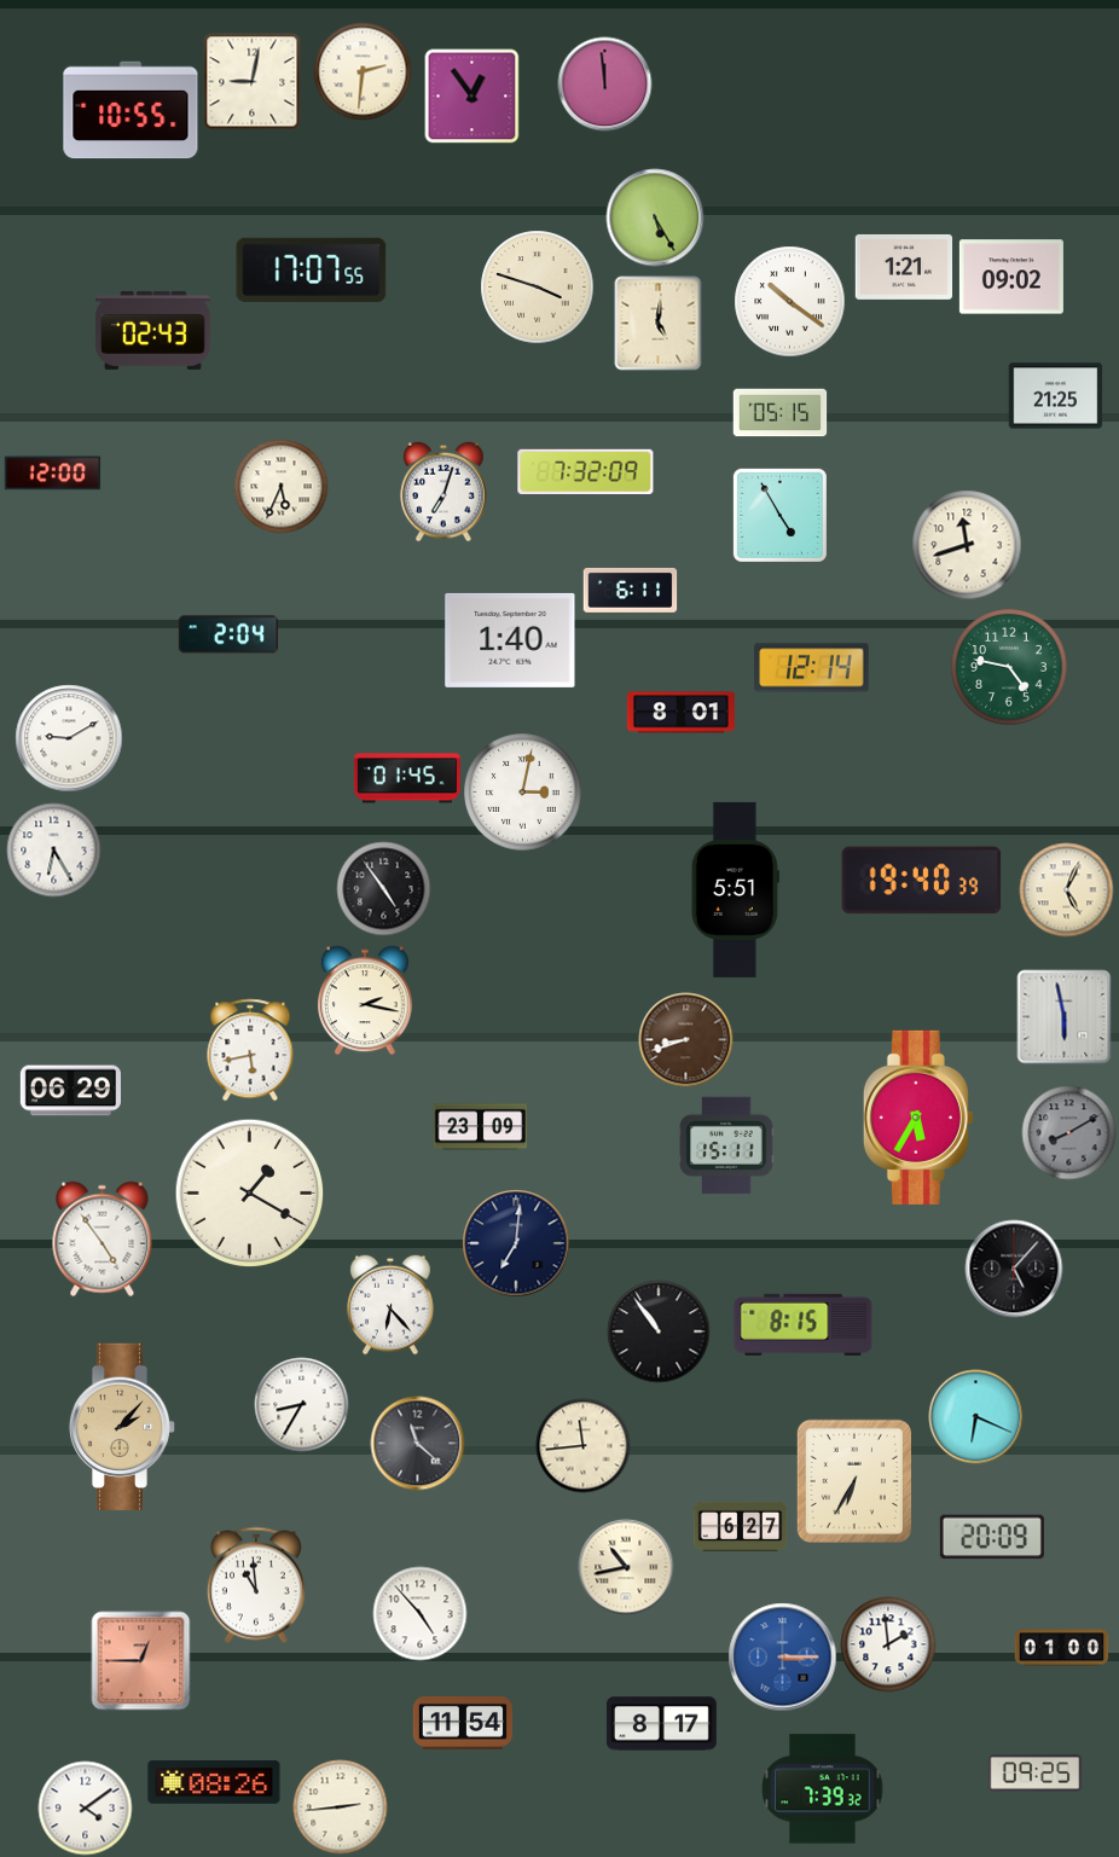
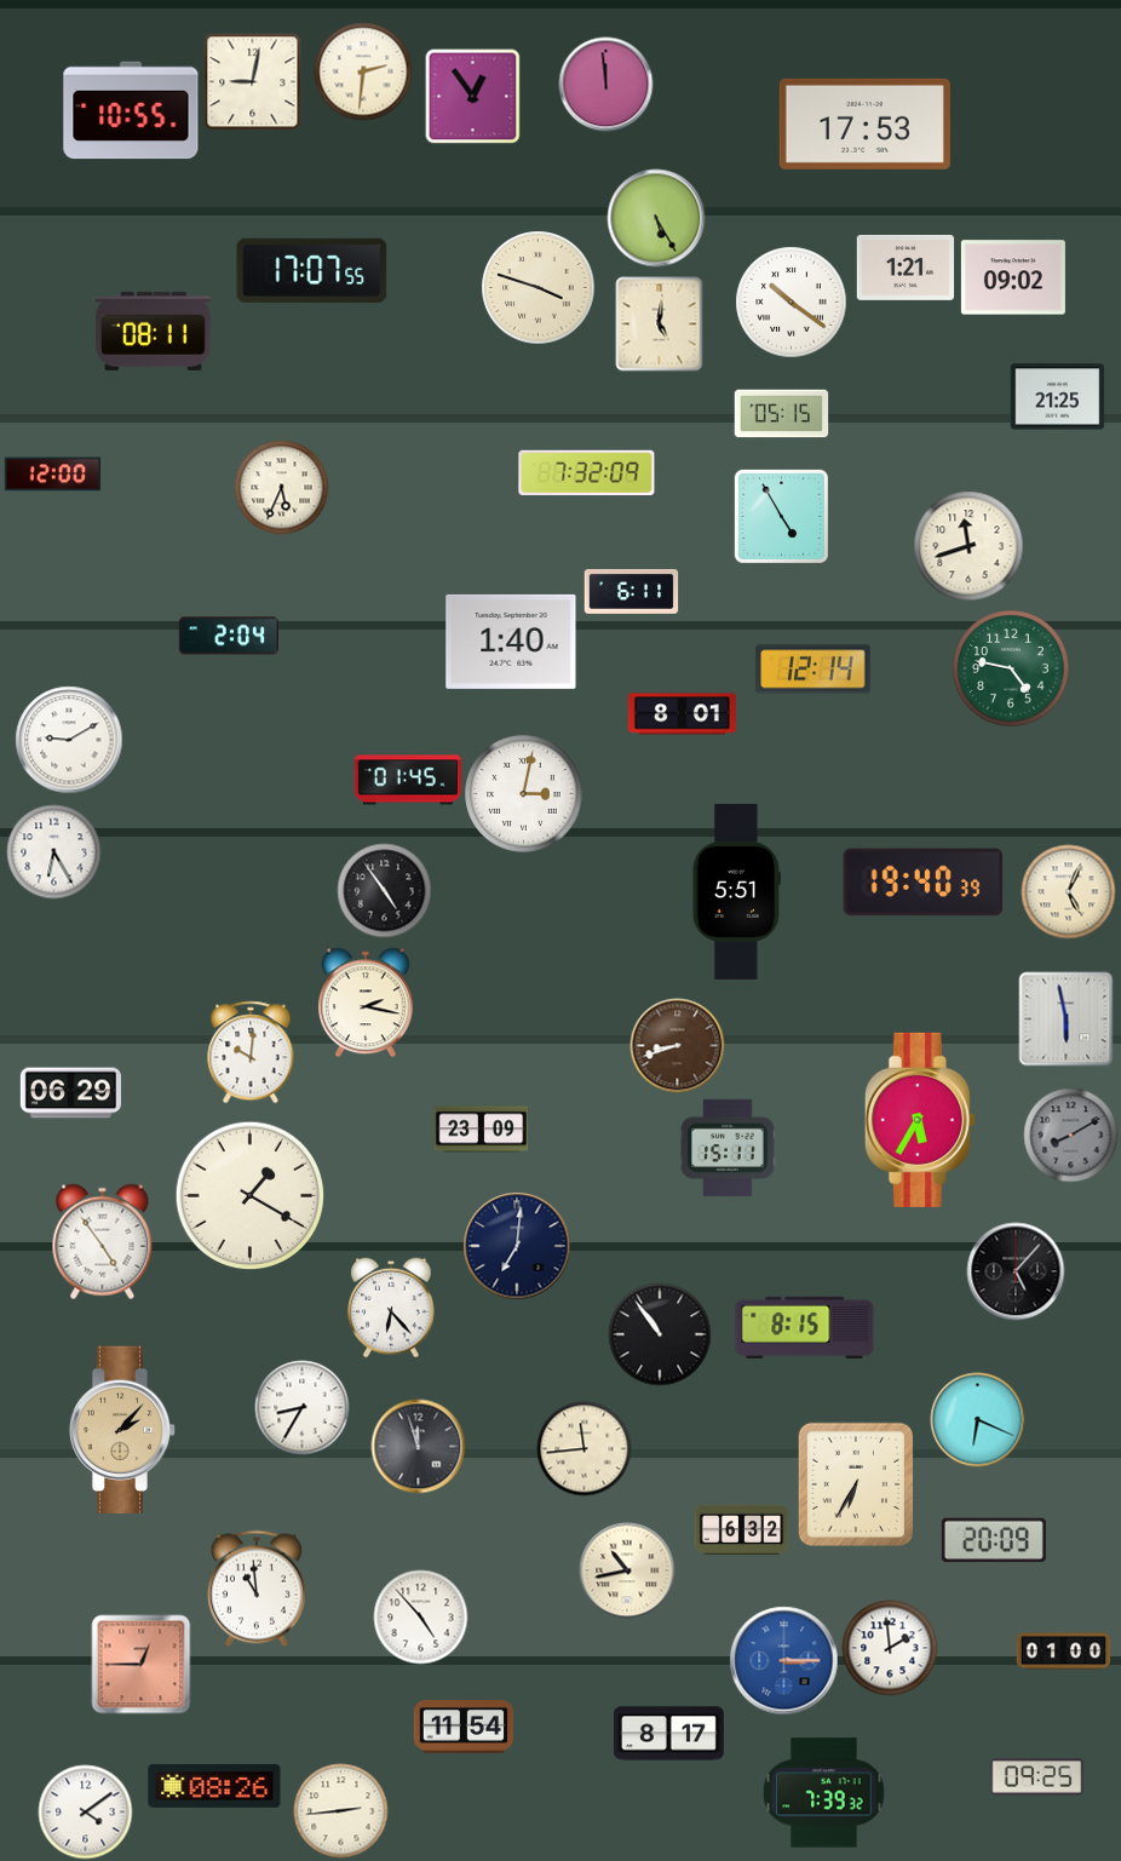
clock at (864, 124): none -> 17:53
clock at (153, 330): 02:43 -> 08:11
clock at (443, 492): 7:03 -> none
clock at (685, 1039) position: (685, 1039) -> (677, 1045)
clock at (250, 1050): 5:43 -> 10:01
clock at (417, 1443): 11:22 -> 11:57
clock at (740, 1526): 6:27 -> 6:32
clock at (661, 1724) position: (661, 1724) -> (668, 1734)
